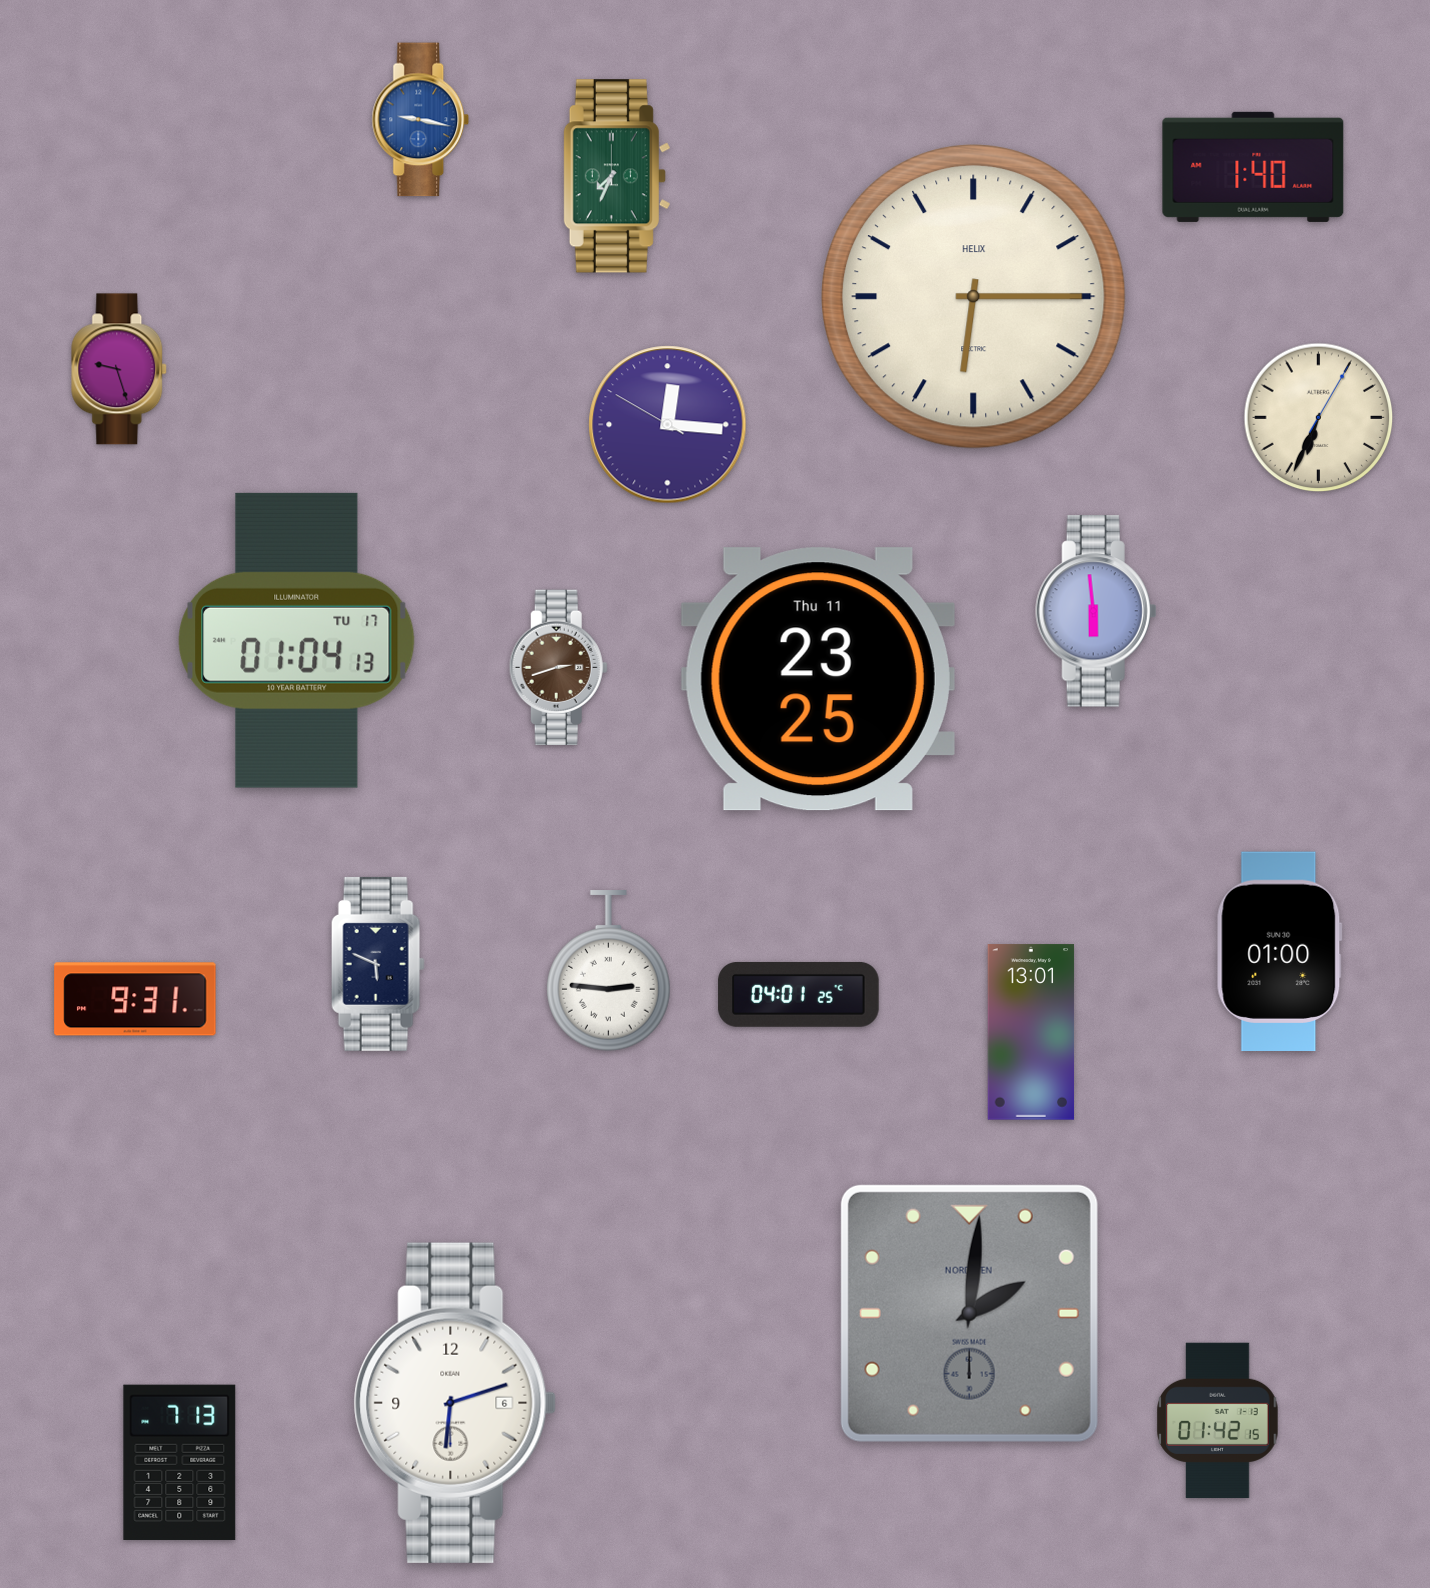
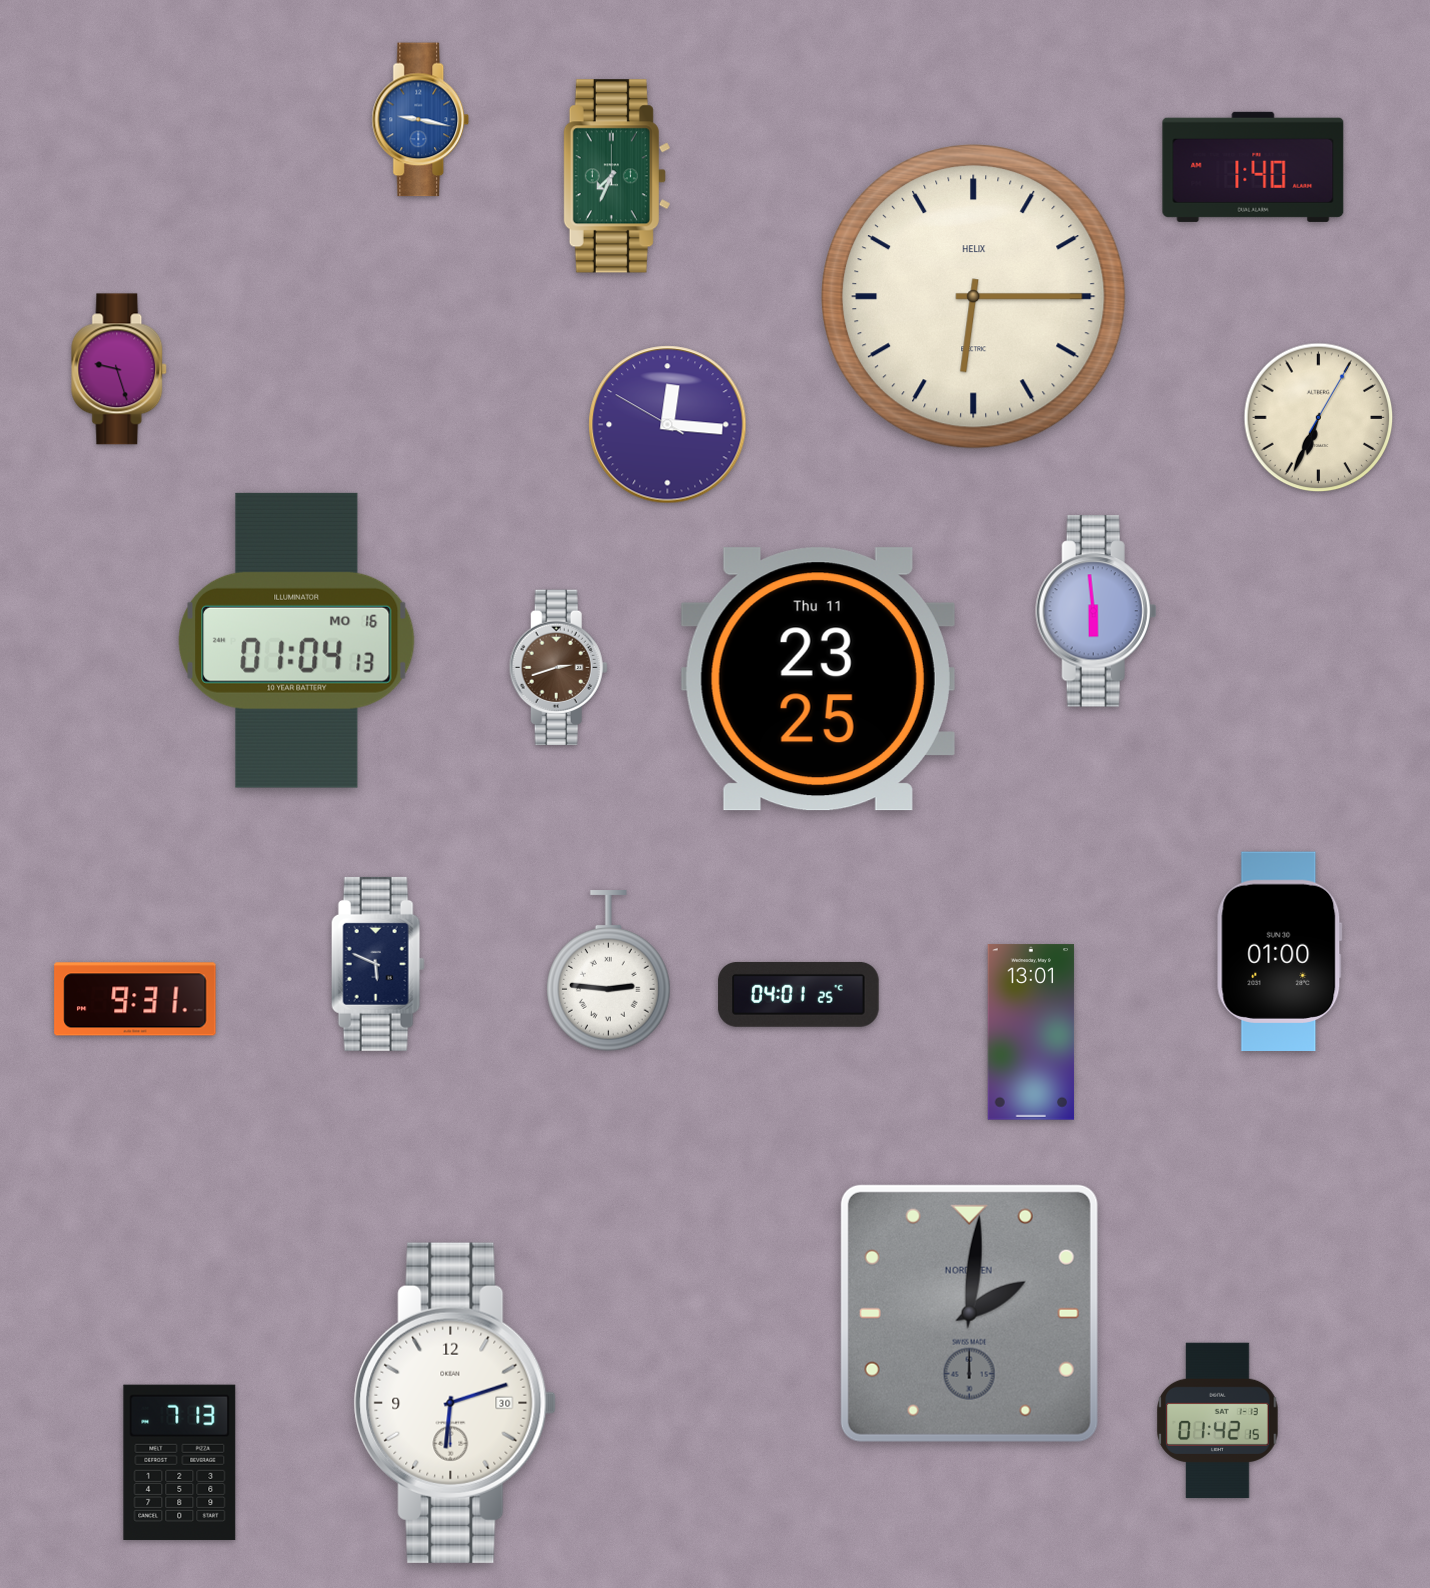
clock at (297, 640) date: TU 17 -> MO 16
clock at (455, 1403) date: 6 -> 30
